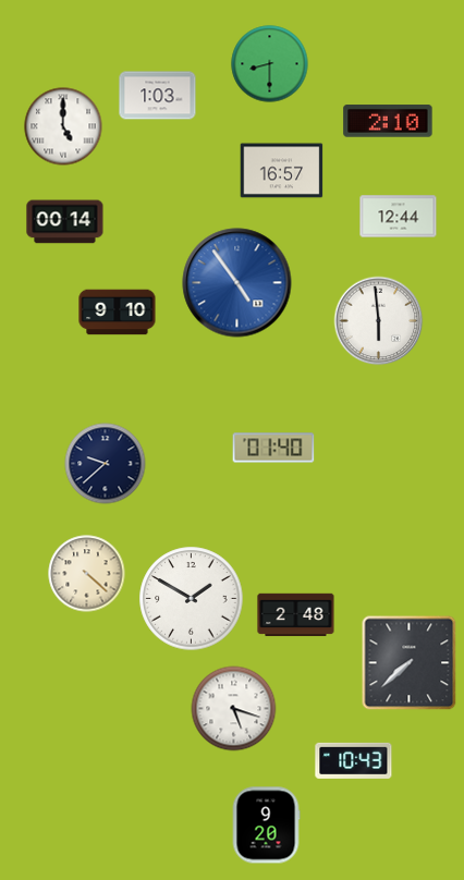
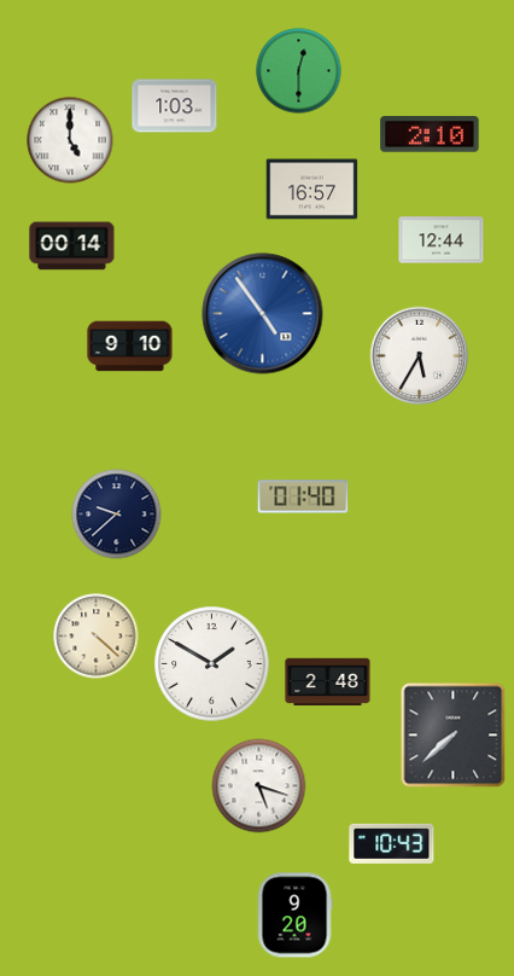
clock at (270, 64): 8:30 -> 12:30
clock at (379, 321): 5:59 -> 5:35
